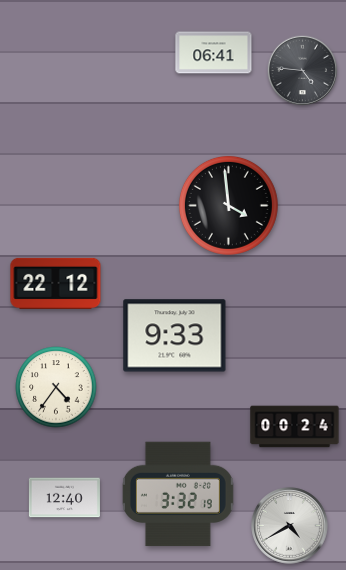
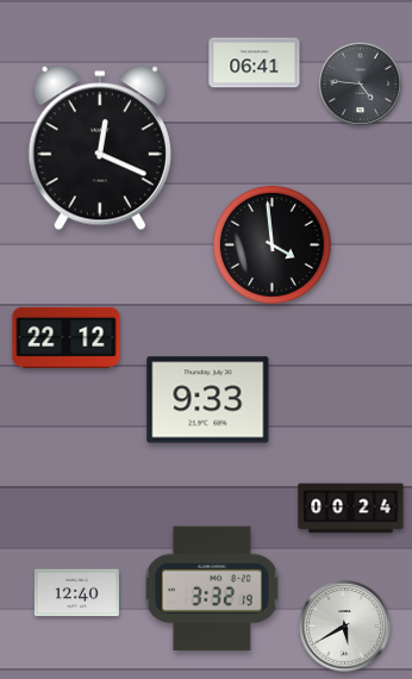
clock at (100, 148): none -> 12:19
clock at (56, 387): 4:36 -> none
clock at (290, 526): 4:40 -> 5:40
